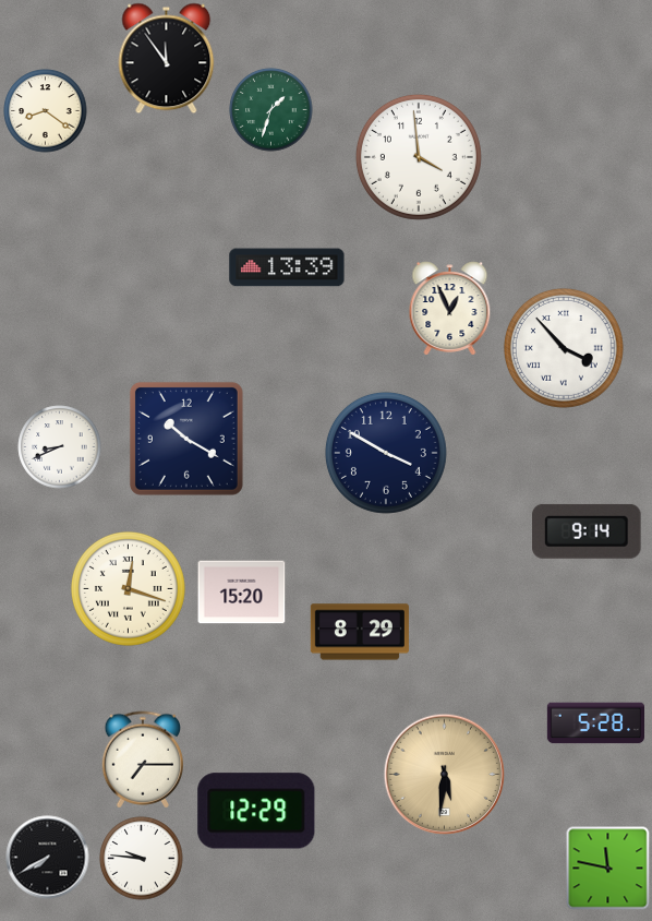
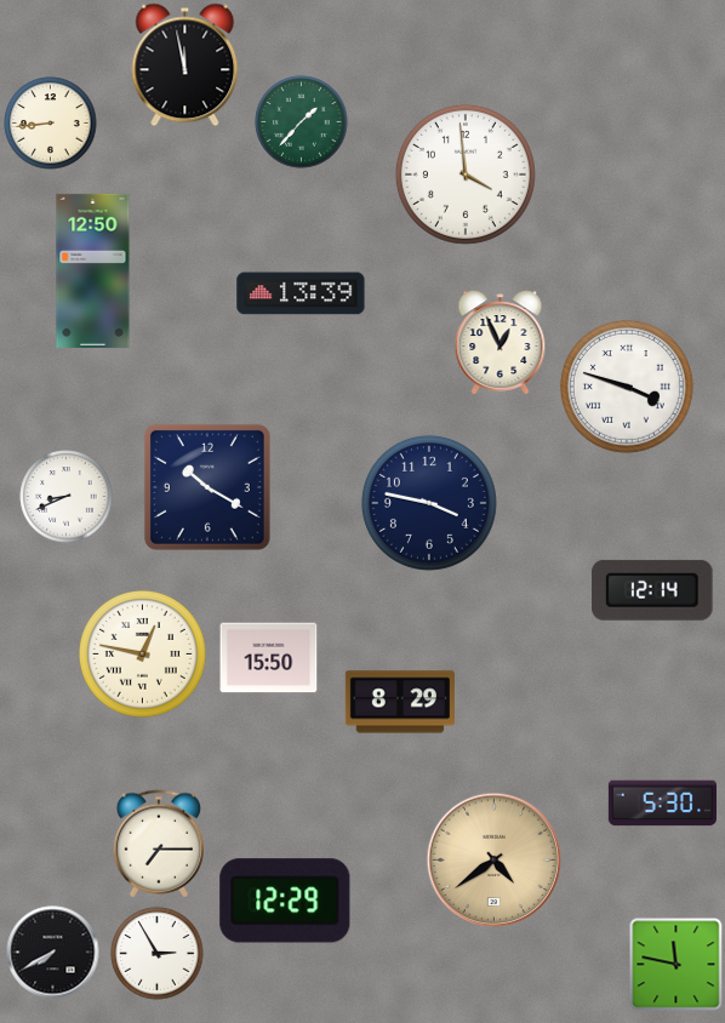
clock at (167, 59): 11:54 -> 11:58
clock at (271, 110): 1:33 -> 1:37
clock at (46, 111): 8:21 -> 8:44
clock at (93, 270): none -> 12:50
clock at (287, 267) position: (287, 267) -> (301, 293)
clock at (564, 348): 3:53 -> 3:48
clock at (386, 453): 3:50 -> 3:47
clock at (587, 531): 9:14 -> 12:14
clock at (128, 588): 12:18 -> 12:47
clock at (242, 593): 15:20 -> 15:50
clock at (595, 723): 5:28 -> 5:30
clock at (445, 775): 5:31 -> 4:39
clock at (142, 859): 9:46 -> 2:55
